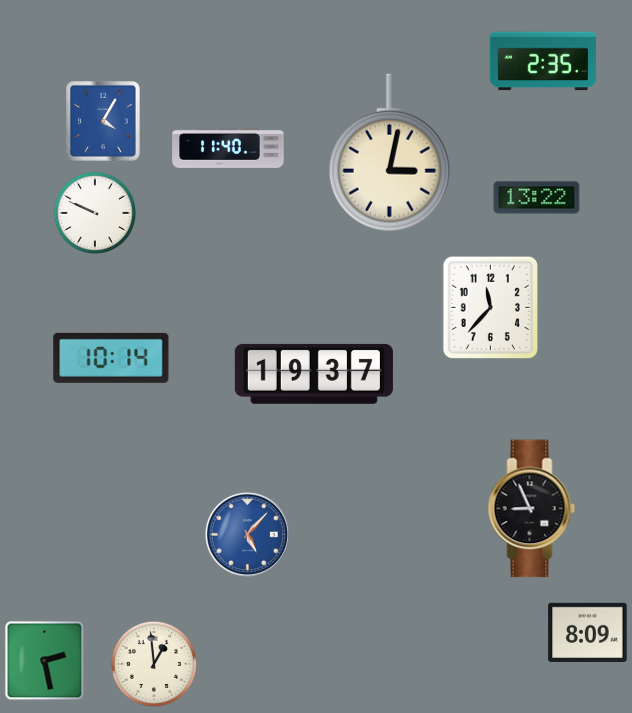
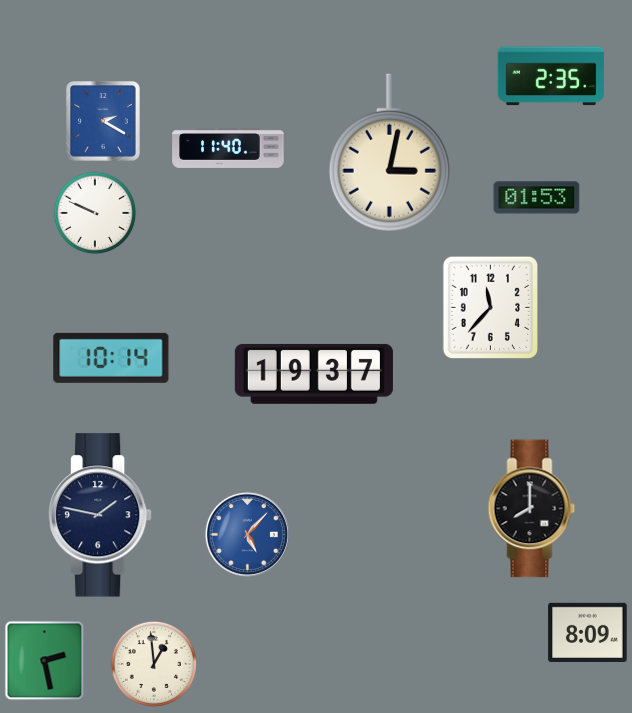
clock at (543, 61) position: (543, 61) -> (551, 76)
clock at (104, 122): 4:05 -> 2:20
clock at (537, 198): 13:22 -> 01:53
clock at (532, 509): 8:56 -> 8:00
clock at (100, 515): none -> 1:47
